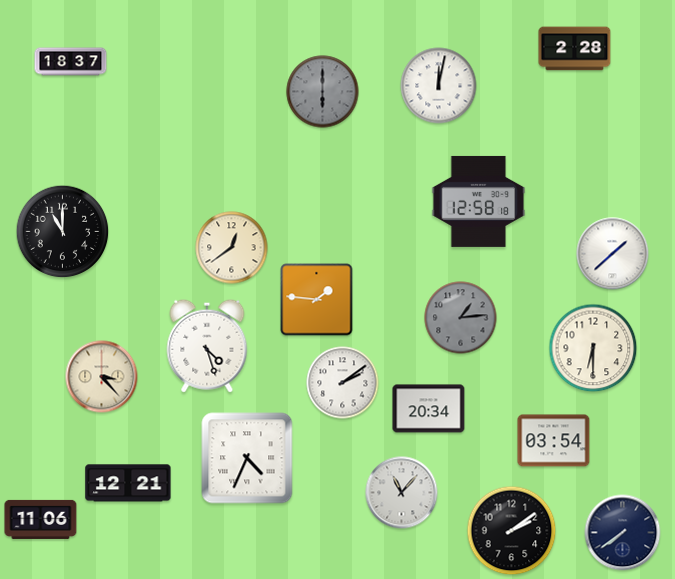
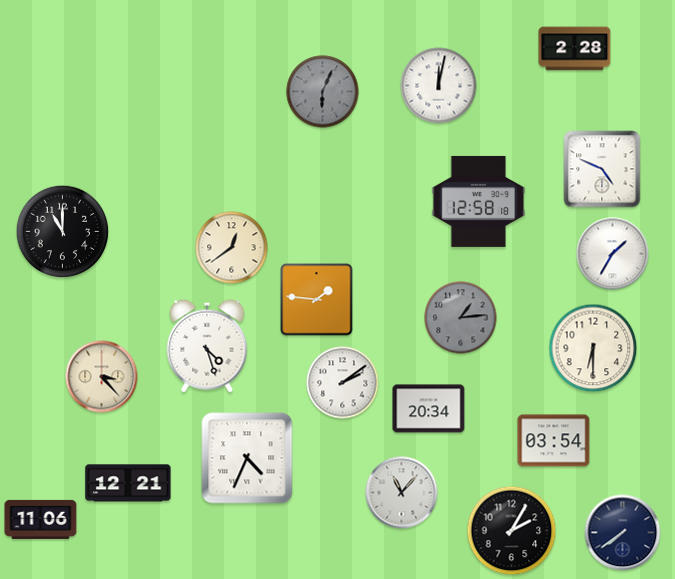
clock at (71, 62): 18:37 -> none
clock at (323, 92): 6:00 -> 6:04
clock at (602, 169): none -> 4:49
clock at (613, 254): 1:38 -> 1:35
clock at (512, 531): 2:09 -> 2:05
